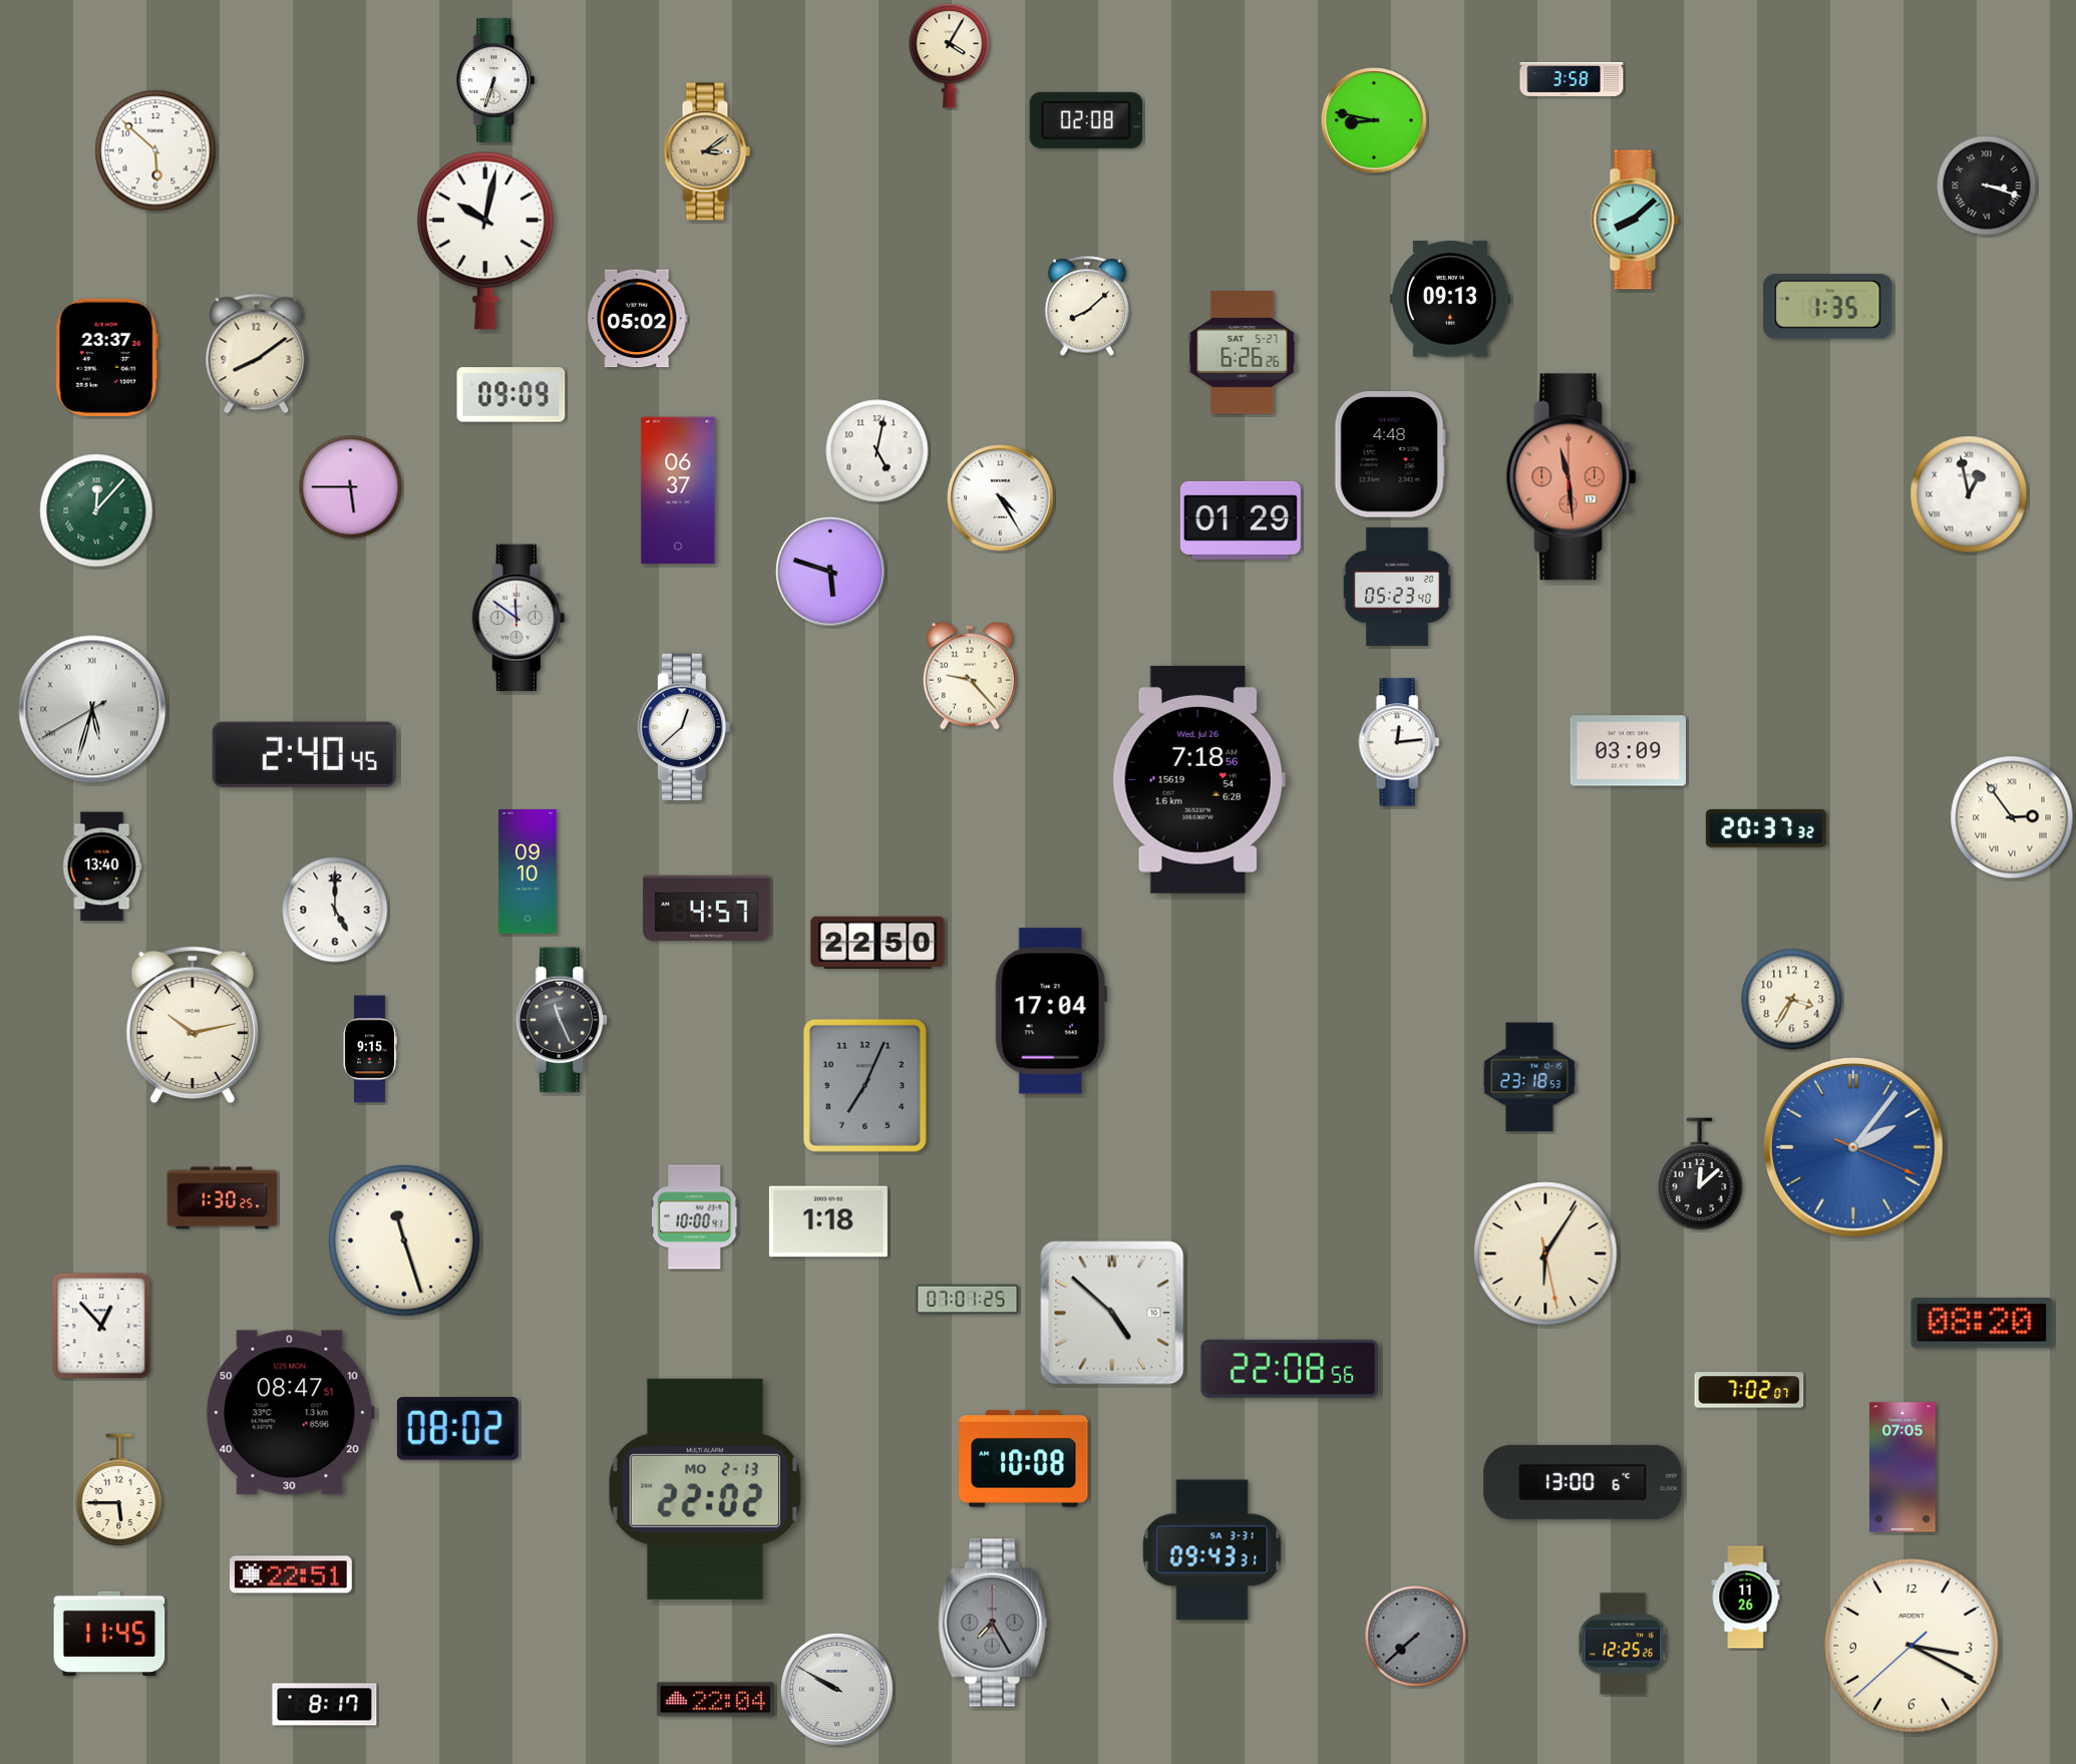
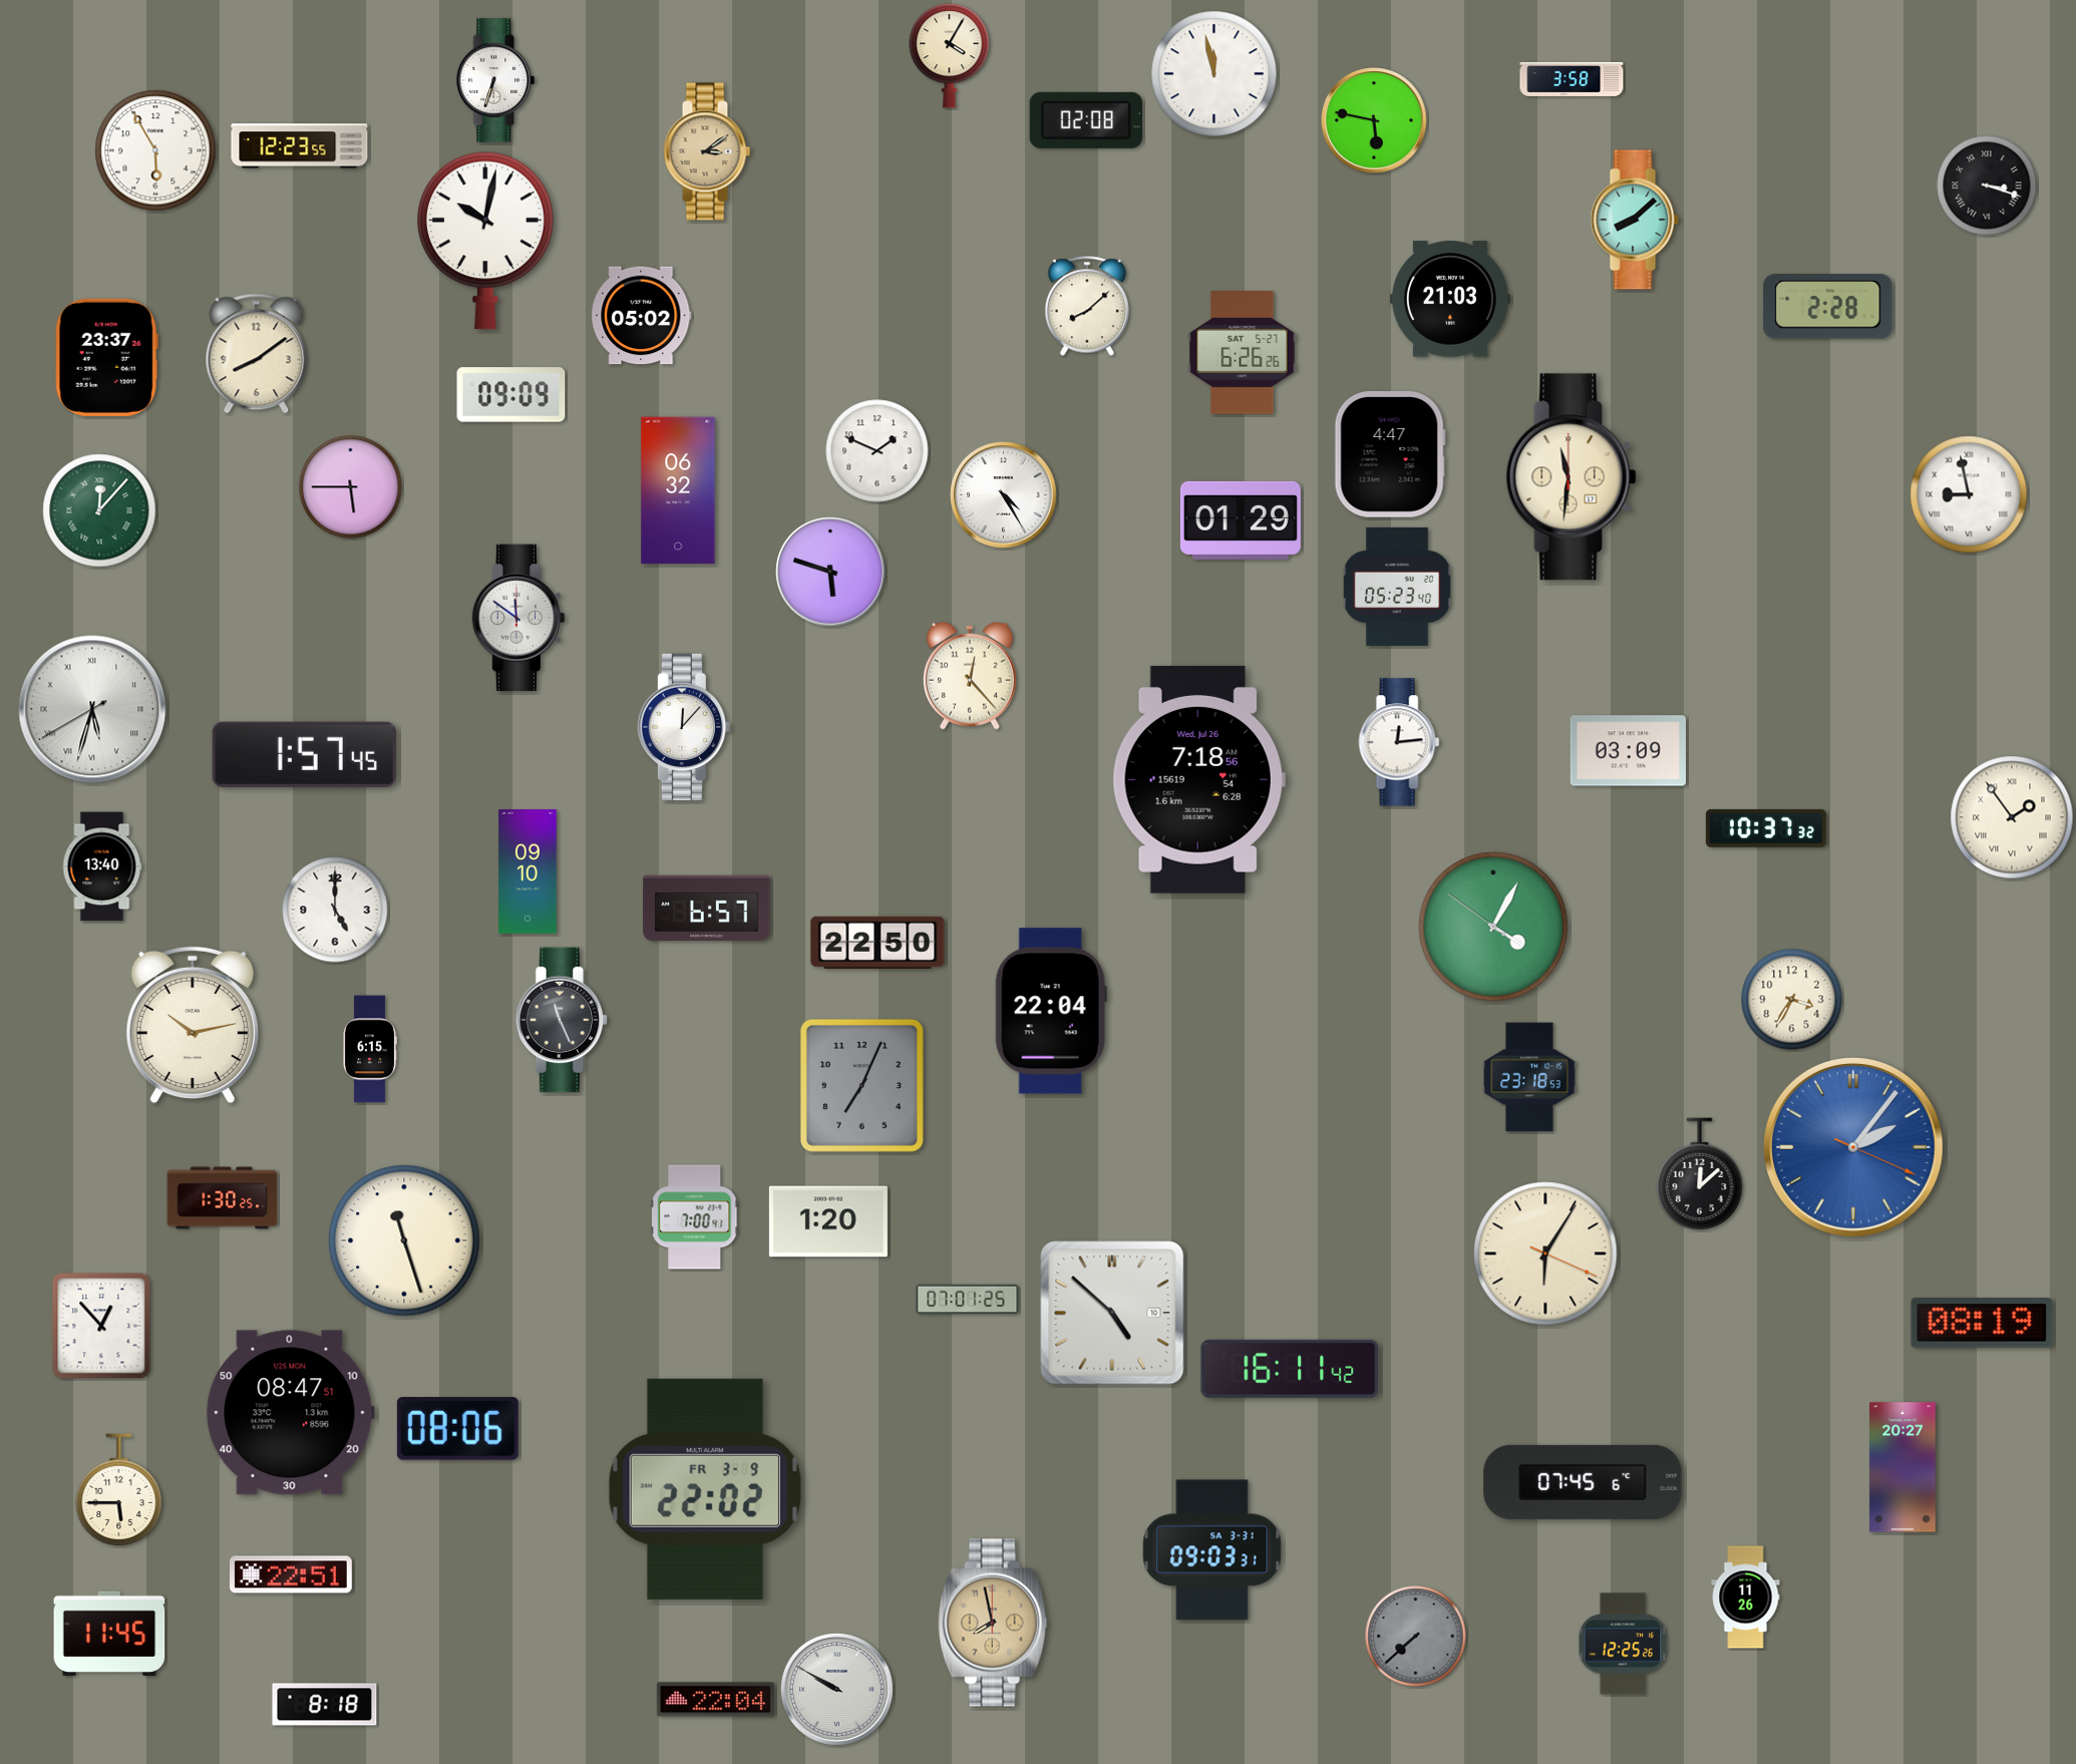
clock at (1215, 74): none -> 11:58
clock at (1374, 120): 8:47 -> 5:47
clock at (300, 146): none -> 12:23
clock at (155, 150): 5:52 -> 5:55
clock at (1450, 299): 09:13 -> 21:03
clock at (1828, 307): 1:35 -> 2:28
clock at (638, 319) position: (638, 319) -> (642, 316)
clock at (878, 451): 5:02 -> 1:49
clock at (1390, 454): 4:48 -> 4:47
clock at (1572, 477): 11:29 -> 11:31
clock at (1572, 477) dial: salmon -> cream
clock at (678, 490): 06:37 -> 06:32
clock at (1969, 494): 12:58 -> 8:58
clock at (1001, 498) position: (1001, 498) -> (1004, 495)
clock at (96, 510) position: (96, 510) -> (99, 510)
clock at (970, 676): 9:23 -> 12:23
clock at (684, 727): 12:38 -> 12:07
clock at (304, 754): 2:40 -> 1:57
clock at (2012, 817): 2:54 -> 1:54
clock at (1766, 828): 20:37 -> 10:37
clock at (707, 908): 4:57 -> 6:57
clock at (1493, 927): none -> 4:04
clock at (1051, 1011): 17:04 -> 22:04
clock at (370, 1049): 9:15 -> 6:15
clock at (864, 1085) position: (864, 1085) -> (861, 1085)
clock at (695, 1217): 10:00 -> 7:00
clock at (828, 1221): 1:18 -> 1:20
clock at (1545, 1254): 6:05:28 -> 6:05:19
clock at (1982, 1323): 08:20 -> 08:19
clock at (1290, 1369): 22:08 -> 16:11
clock at (1749, 1390): 7:02 -> none
clock at (457, 1429): 08:02 -> 08:06
clock at (1024, 1459): 10:08 -> none
clock at (1902, 1467): 07:05 -> 20:27
clock at (1583, 1482): 13:00 -> 07:45
clock at (705, 1489) date: MO 2-13 -> FR 3-9
clock at (1213, 1550): 09:43 -> 09:03
clock at (993, 1623): 7:25 -> 7:58
clock at (993, 1623) dial: grey -> champagne
clock at (1912, 1646): 3:19 -> none
clock at (325, 1705): 8:17 -> 8:18
